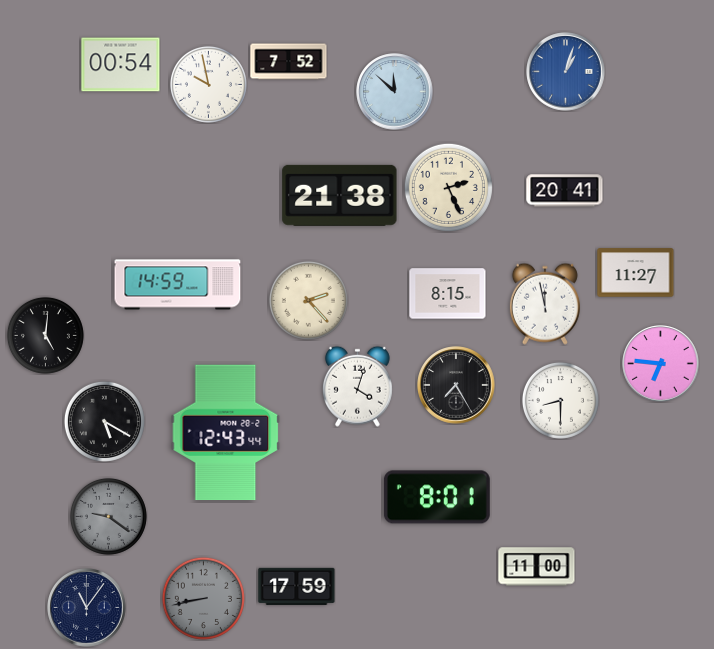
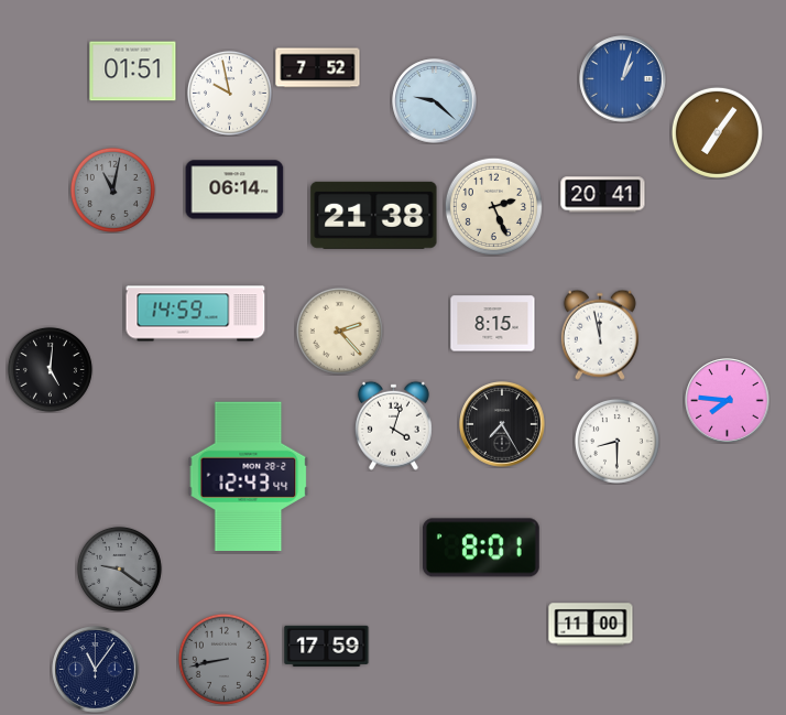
clock at (121, 65): 00:54 -> 01:51
clock at (395, 92): 11:52 -> 9:22
clock at (717, 132): none -> 7:06
clock at (112, 189): none -> 11:02
clock at (234, 189): none -> 06:14
clock at (565, 191) position: (565, 191) -> (603, 195)
clock at (636, 273): 11:27 -> none
clock at (661, 364): 6:46 -> 7:46
clock at (104, 421): 5:20 -> none
